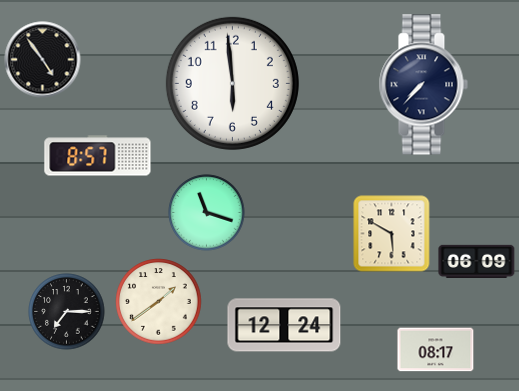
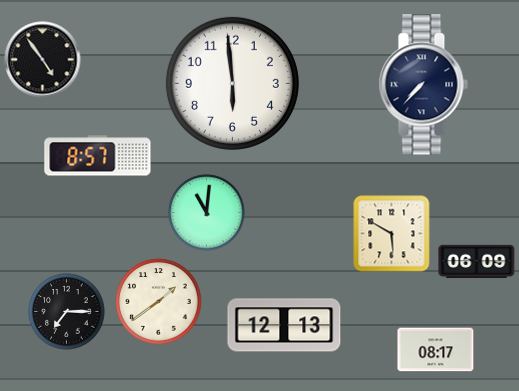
clock at (207, 213): 11:18 -> 11:01
clock at (284, 325): 12:24 -> 12:13
